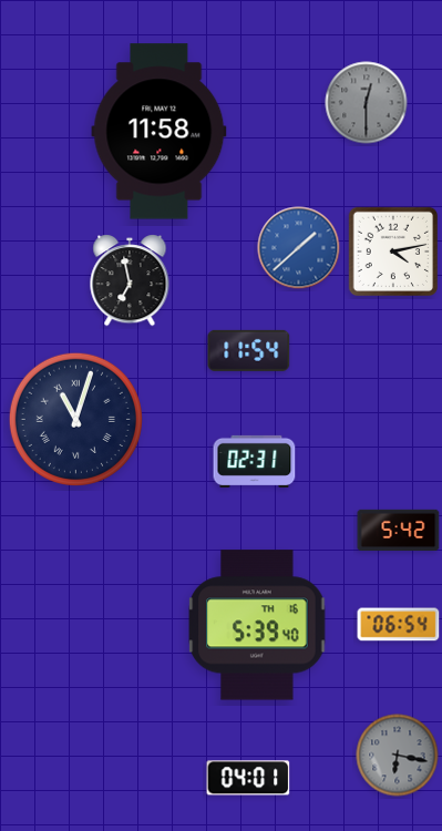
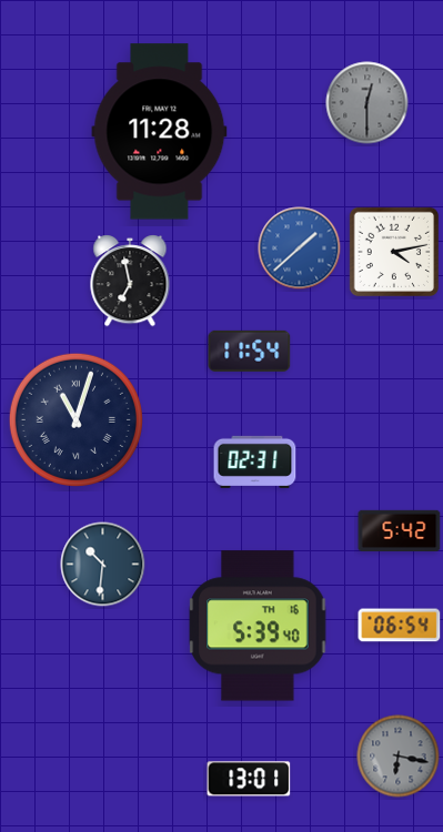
clock at (160, 132): 11:58 -> 11:28
clock at (103, 565): none -> 10:31
clock at (248, 778): 04:01 -> 13:01
